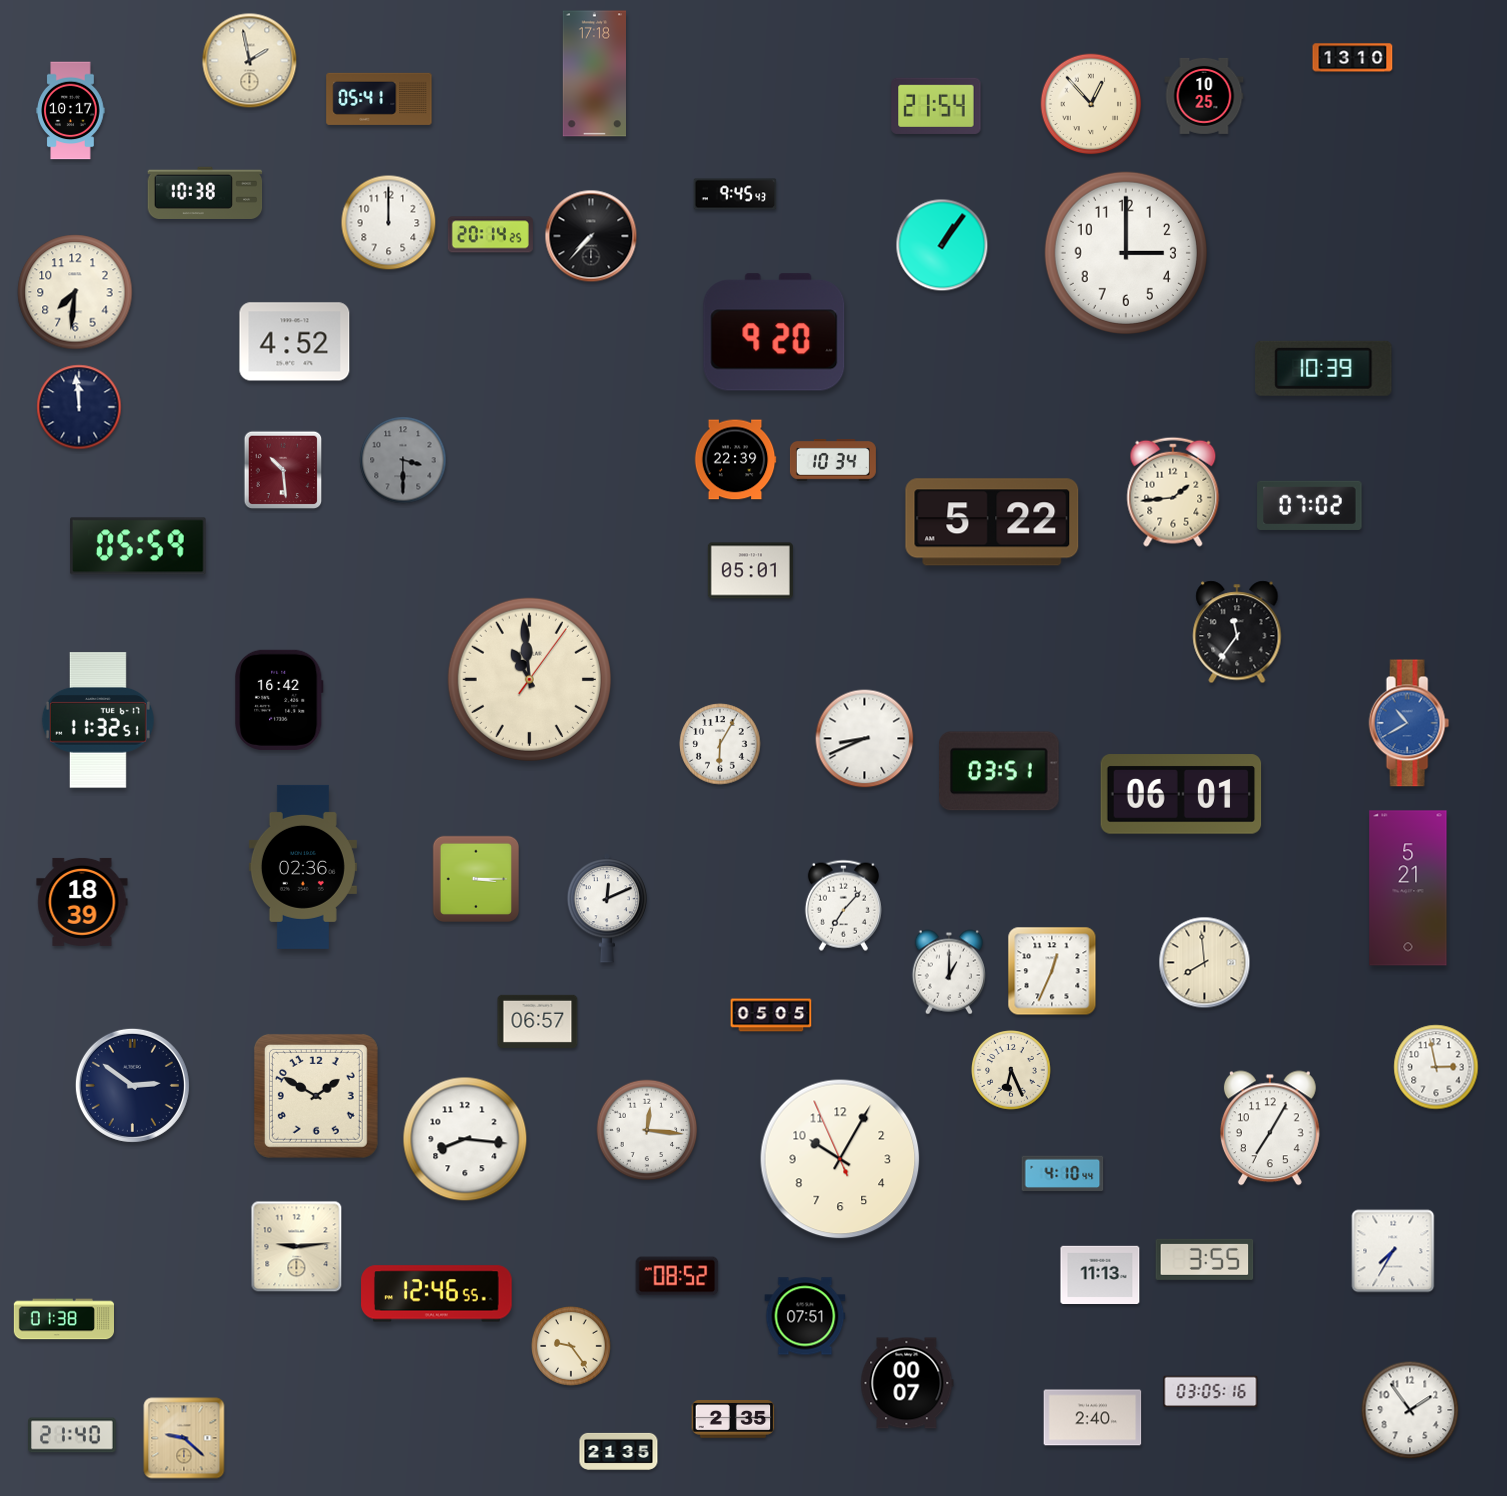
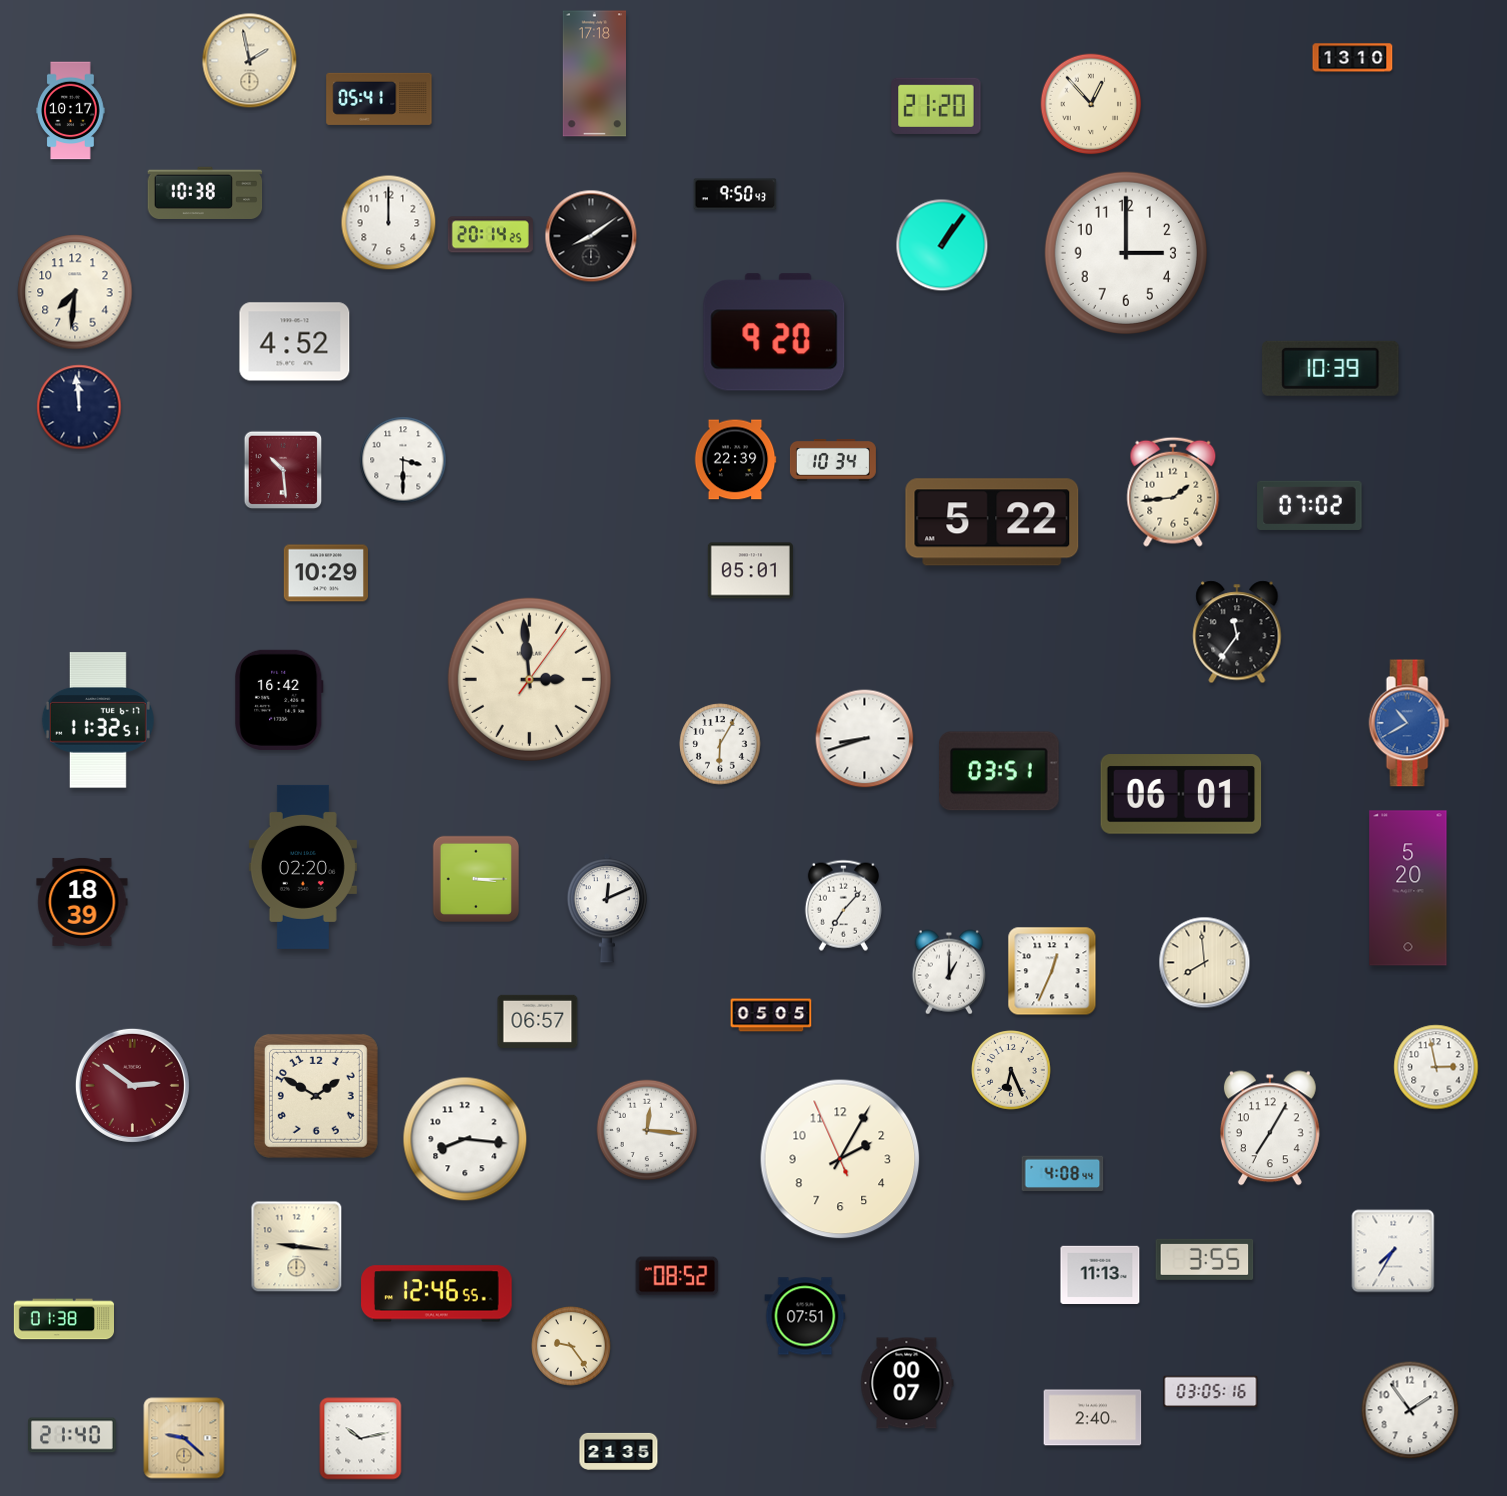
clock at (1204, 96): 10:25 -> none
clock at (936, 106): 21:54 -> 21:20
clock at (735, 194): 9:45 -> 9:50
clock at (591, 236): 7:37 -> 8:09
clock at (1324, 368) position: (1324, 368) -> (1331, 368)
clock at (403, 460) dial: grey -> white
clock at (138, 546): 05:59 -> none
clock at (325, 573): none -> 10:29
clock at (529, 679): 10:59 -> 2:59
clock at (865, 739): 8:41 -> 8:42
clock at (303, 867): 02:36 -> 02:20
clock at (1408, 888): 5:21 -> 5:20
clock at (132, 1085) dial: navy -> burgundy
clock at (840, 1159): 10:04 -> 2:04
clock at (1063, 1174): 4:10 -> 4:08
clock at (297, 1247): 9:14 -> 9:16
clock at (733, 1420): 2:35 -> none
clock at (361, 1439): none -> 10:13
